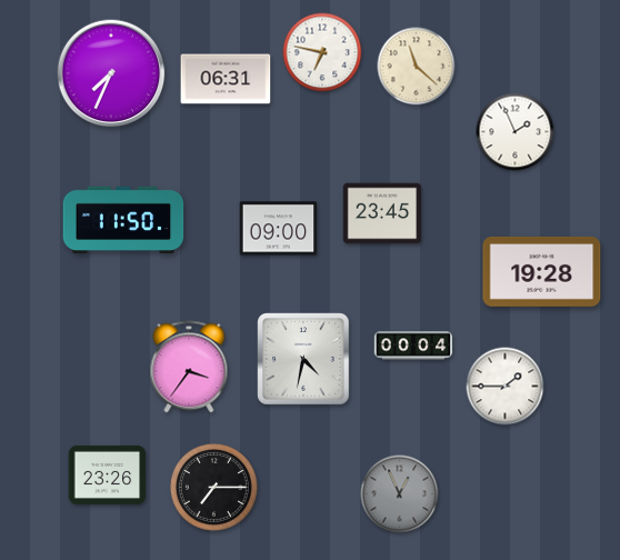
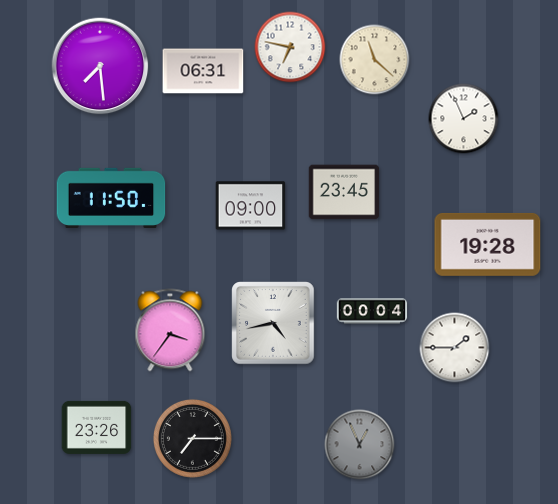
clock at (111, 73): 7:34 -> 7:29
clock at (303, 359): 4:32 -> 4:43
